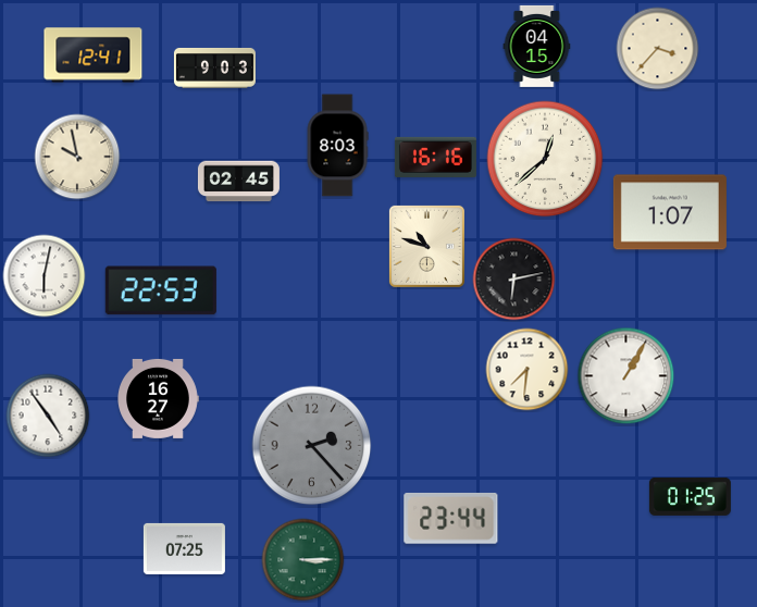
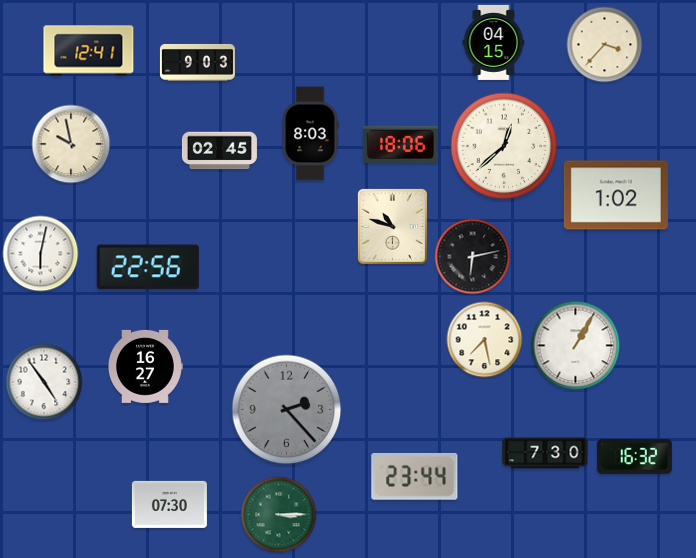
clock at (94, 55) position: (94, 55) -> (89, 51)
clock at (435, 157): 16:16 -> 18:06
clock at (545, 159) position: (545, 159) -> (504, 146)
clock at (238, 182) position: (238, 182) -> (219, 151)
clock at (670, 212): 1:07 -> 1:02
clock at (161, 290): 22:53 -> 22:56
clock at (528, 370): 7:31 -> 7:28
clock at (545, 453): none -> 7:30
clock at (690, 496): 01:25 -> 16:32
clock at (184, 548): 07:25 -> 07:30
